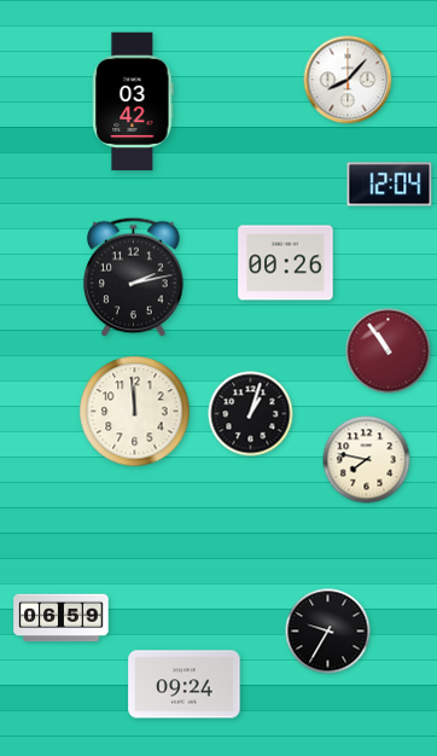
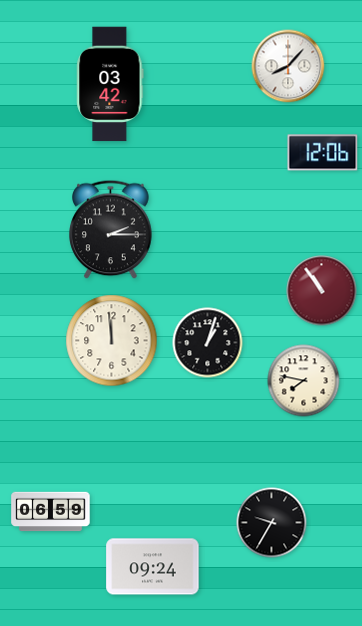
clock at (390, 185): 12:04 -> 12:06
clock at (286, 263): 00:26 -> none
clock at (134, 278): 2:13 -> 2:15
